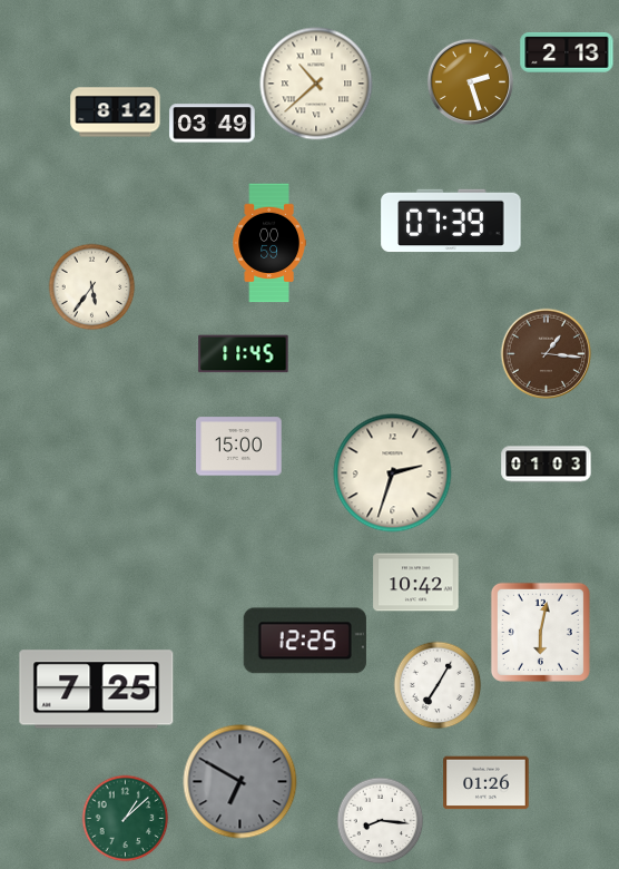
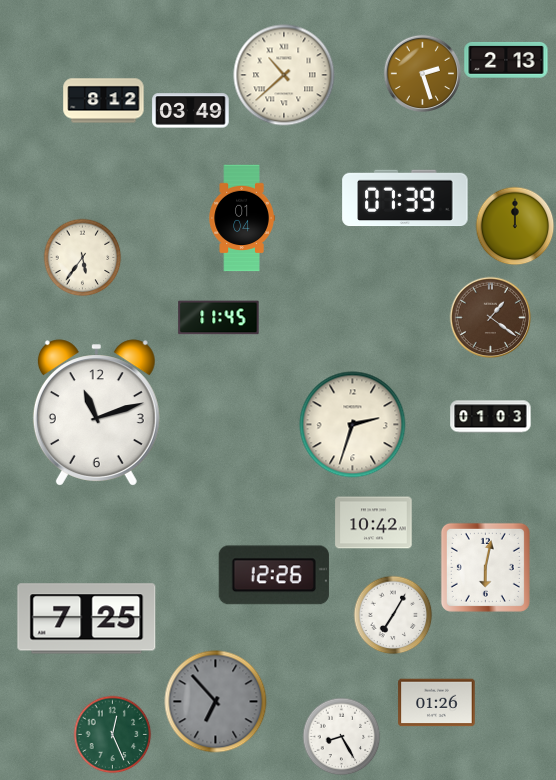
clock at (567, 52) position: (567, 52) -> (506, 60)
clock at (269, 243): 00:59 -> 01:04
clock at (515, 226): none -> 12:00
clock at (546, 353): 1:16 -> 1:21
clock at (239, 447): 15:00 -> none
clock at (96, 413): none -> 11:12
clock at (305, 641): 12:25 -> 12:26
clock at (240, 782): 6:50 -> 6:53
clock at (125, 818): 1:08 -> 12:26
clock at (380, 820): 8:16 -> 8:25
